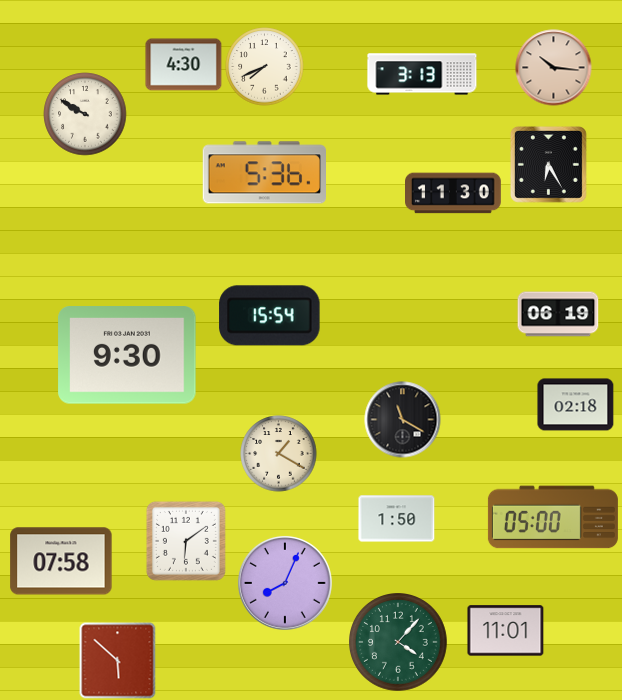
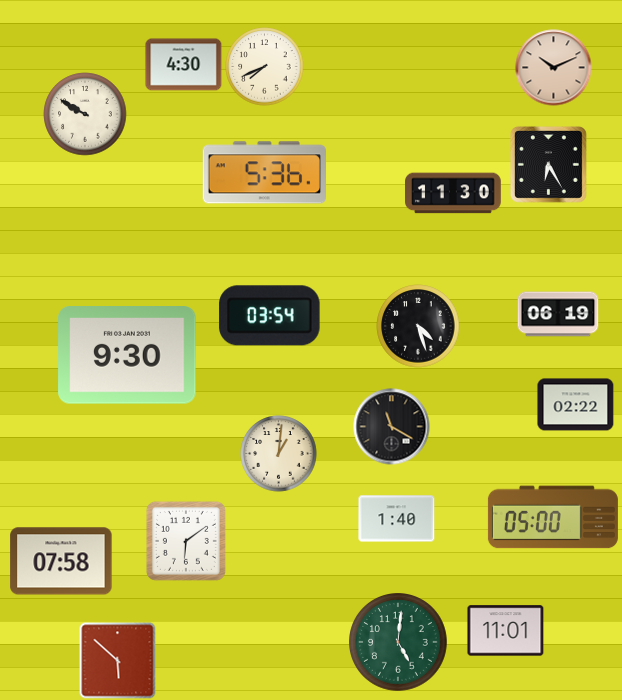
clock at (554, 68): 10:16 -> 10:11
clock at (422, 74): 3:13 -> none
clock at (270, 316): 15:54 -> 03:54
clock at (418, 326): none -> 4:27
clock at (576, 405): 02:18 -> 02:22
clock at (403, 420) position: (403, 420) -> (392, 427)
clock at (279, 454): 1:20 -> 1:01
clock at (397, 519): 1:50 -> 1:40
clock at (285, 583): 8:04 -> none
clock at (399, 643): 4:07 -> 5:01
